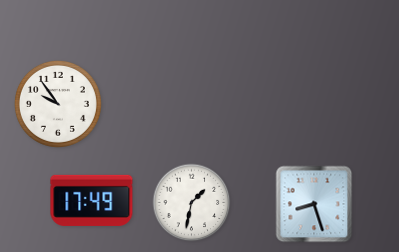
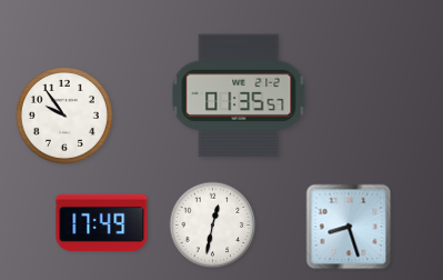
clock at (239, 96): none -> 01:35
clock at (192, 203): 1:32 -> 12:32
